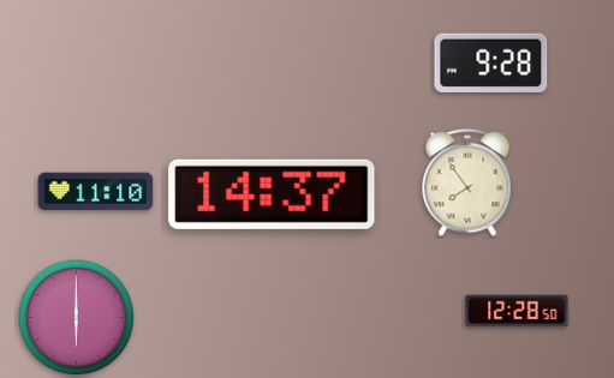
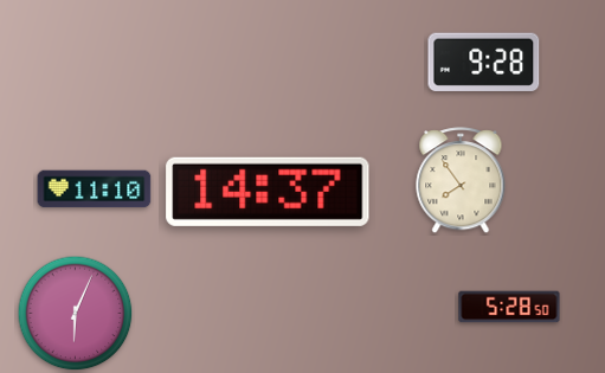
clock at (517, 311): 12:28 -> 5:28
clock at (77, 318): 6:00 -> 6:04
